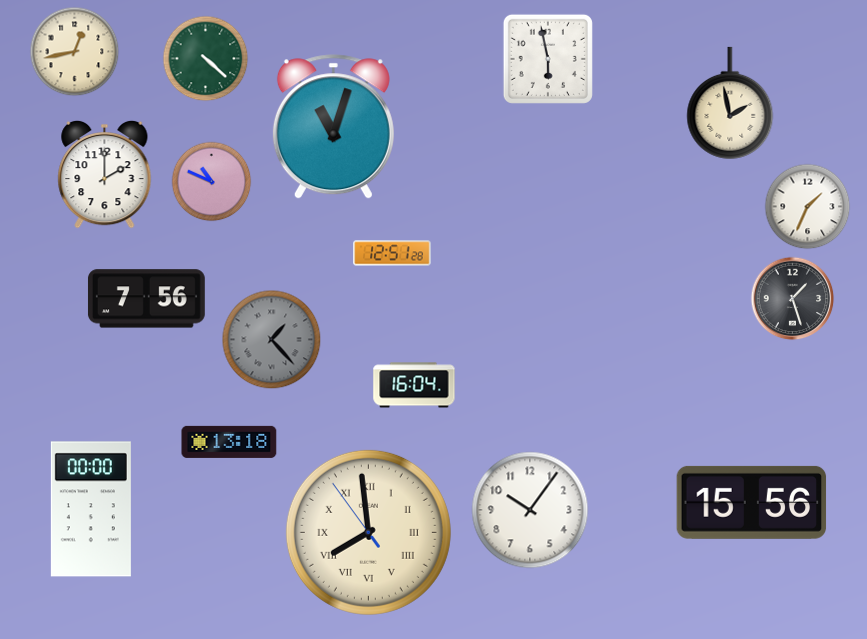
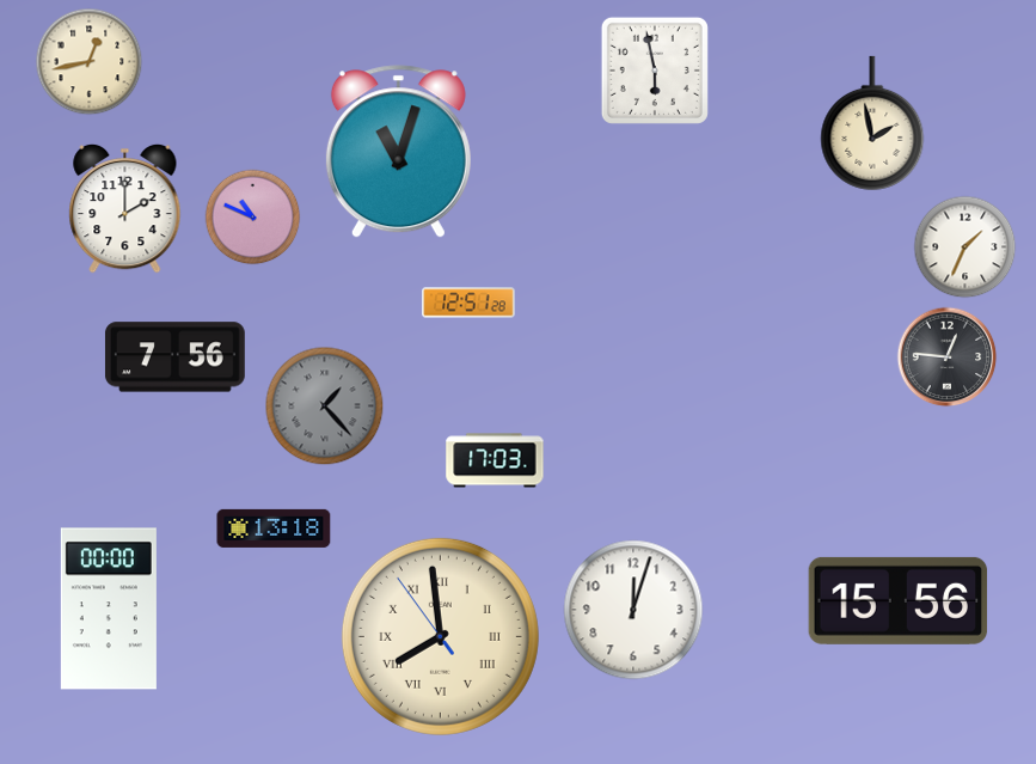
clock at (205, 58): 4:22 -> none
clock at (792, 298): 1:27 -> 12:46
clock at (414, 385): 16:04 -> 17:03
clock at (530, 510): 10:06 -> 12:03
